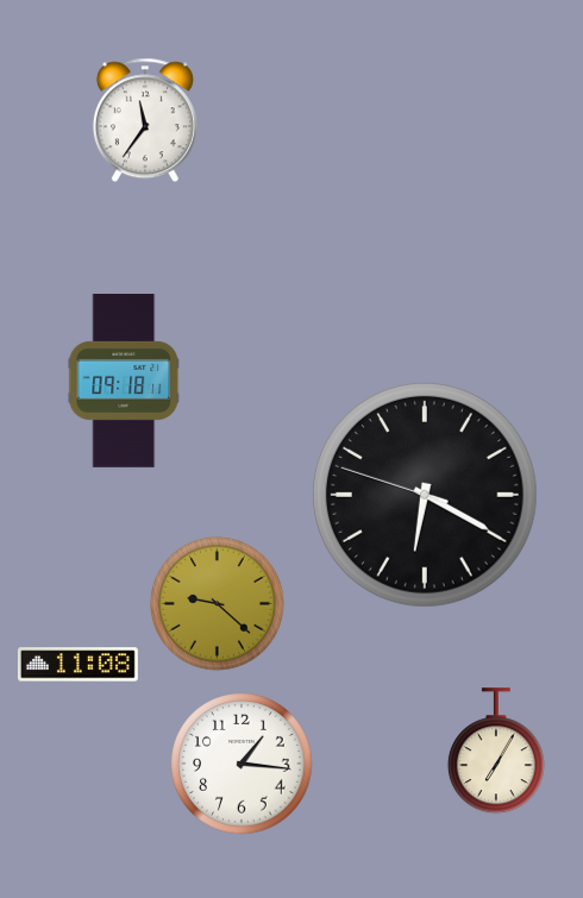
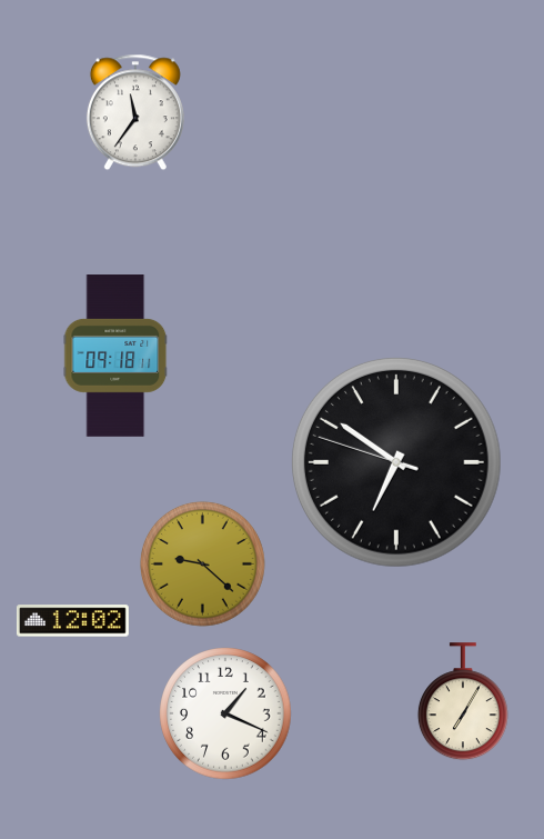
clock at (425, 496): 6:19 -> 6:50
clock at (77, 665): 11:08 -> 12:02
clock at (242, 764): 1:16 -> 1:19
